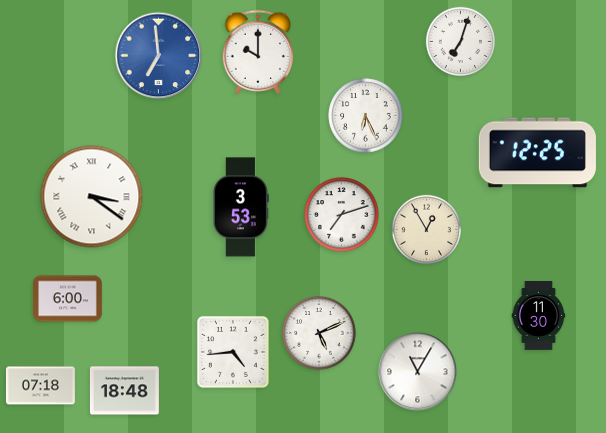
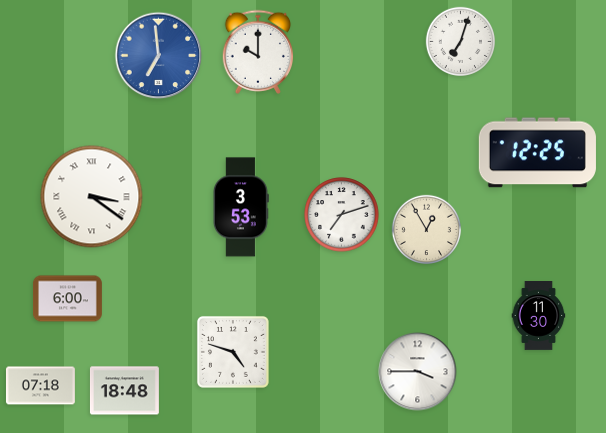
clock at (366, 116): 6:26 -> none
clock at (319, 333): 5:11 -> none
clock at (233, 352): 4:44 -> 4:48
clock at (418, 372): 11:05 -> 3:45
